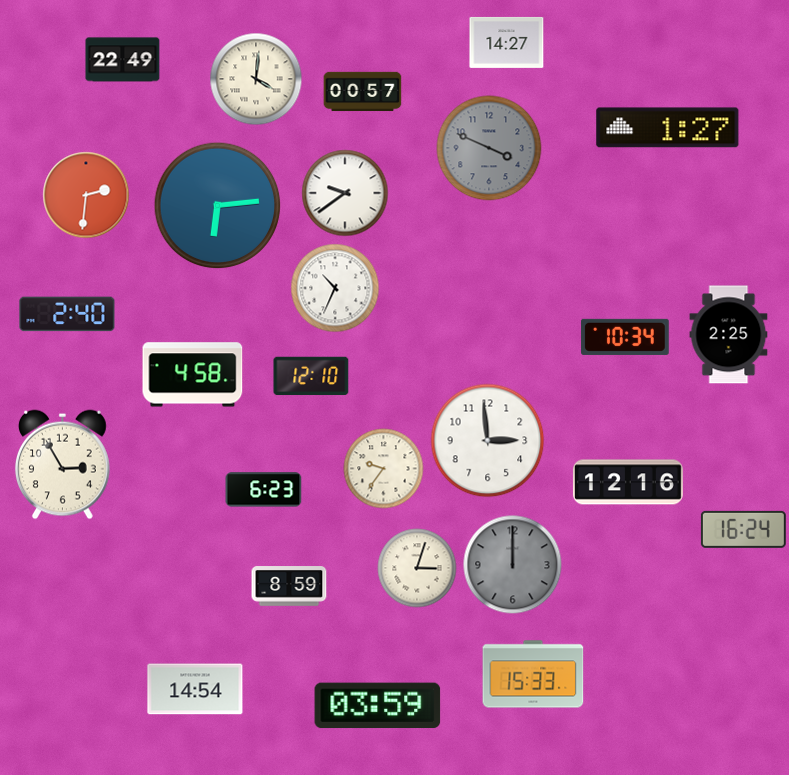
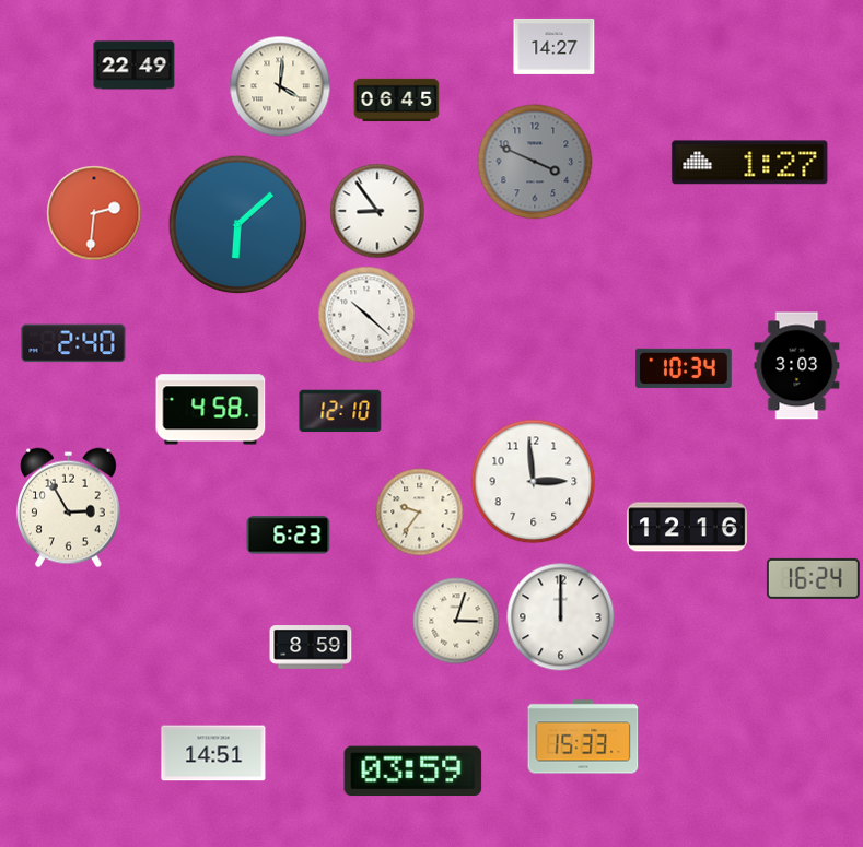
clock at (363, 92): 00:57 -> 06:45
clock at (668, 128) position: (668, 128) -> (750, 163)
clock at (345, 193): 9:39 -> 8:54
clock at (218, 206): 6:14 -> 6:08
clock at (335, 288): 10:34 -> 10:22
clock at (729, 335): 2:25 -> 3:03
clock at (513, 565) dial: grey -> white
clock at (289, 586) position: (289, 586) -> (311, 647)
clock at (195, 689): 14:54 -> 14:51
